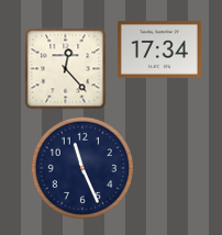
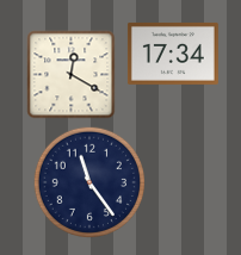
clock at (66, 69): 12:23 -> 12:20
clock at (81, 167): 11:26 -> 11:24
